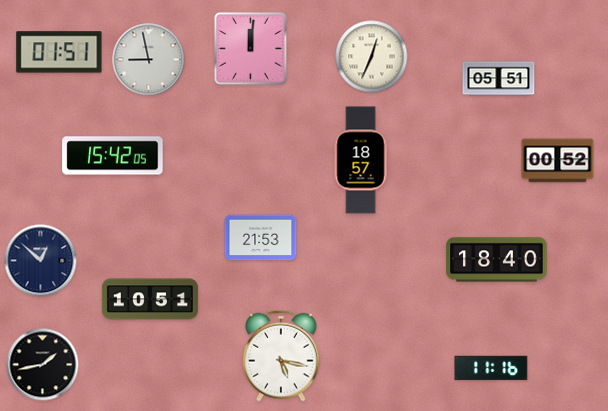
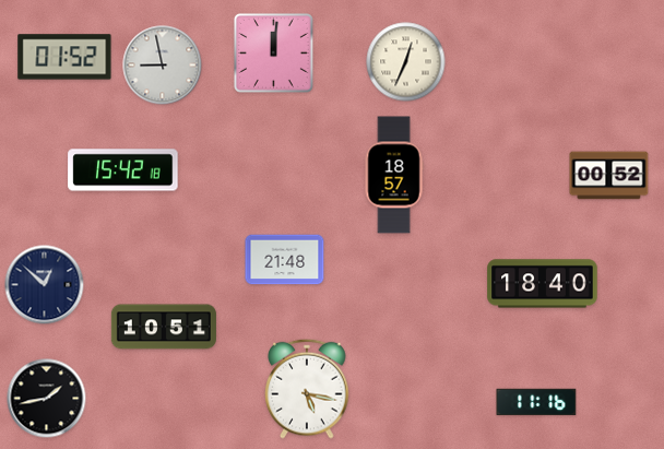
clock at (59, 52): 01:51 -> 01:52
clock at (499, 79): 05:51 -> none
clock at (113, 156): 15:42:05 -> 15:42:18
clock at (261, 238): 21:53 -> 21:48
